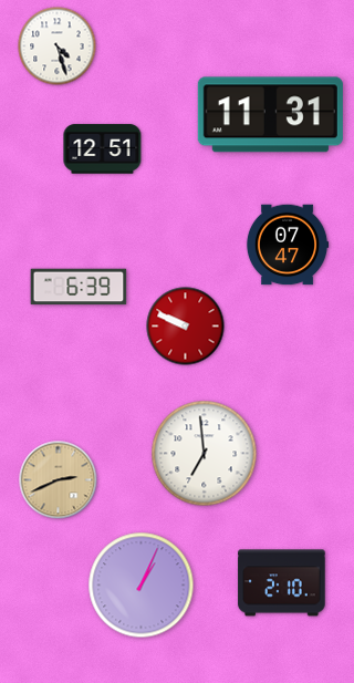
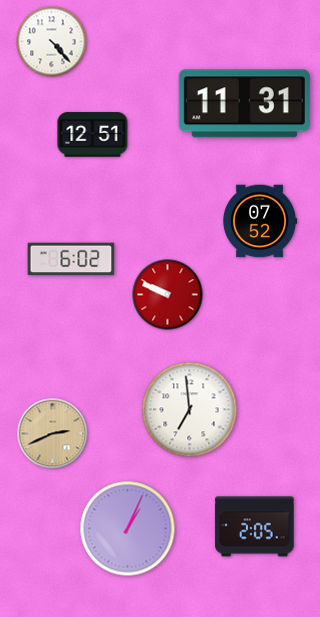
clock at (58, 46): 4:27 -> 4:23
clock at (288, 245): 07:47 -> 07:52
clock at (79, 287): 6:39 -> 6:02
clock at (205, 454) position: (205, 454) -> (190, 410)
clock at (282, 583): 2:10 -> 2:05
